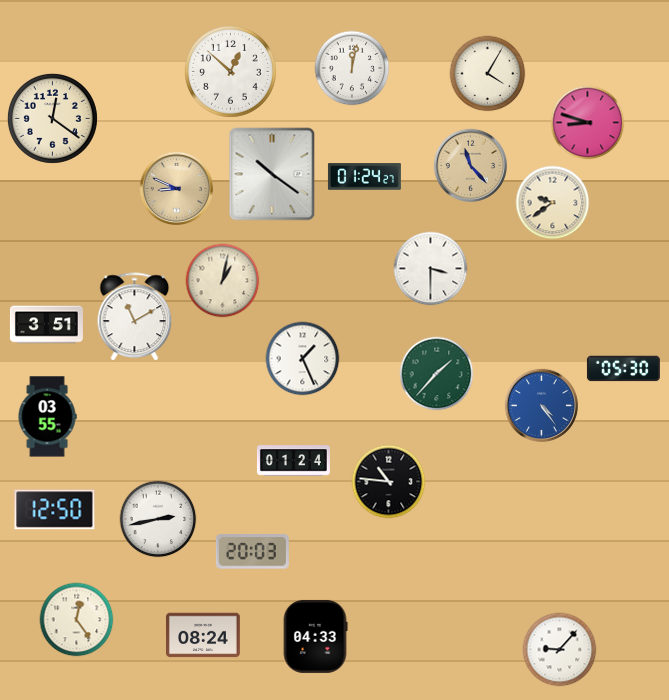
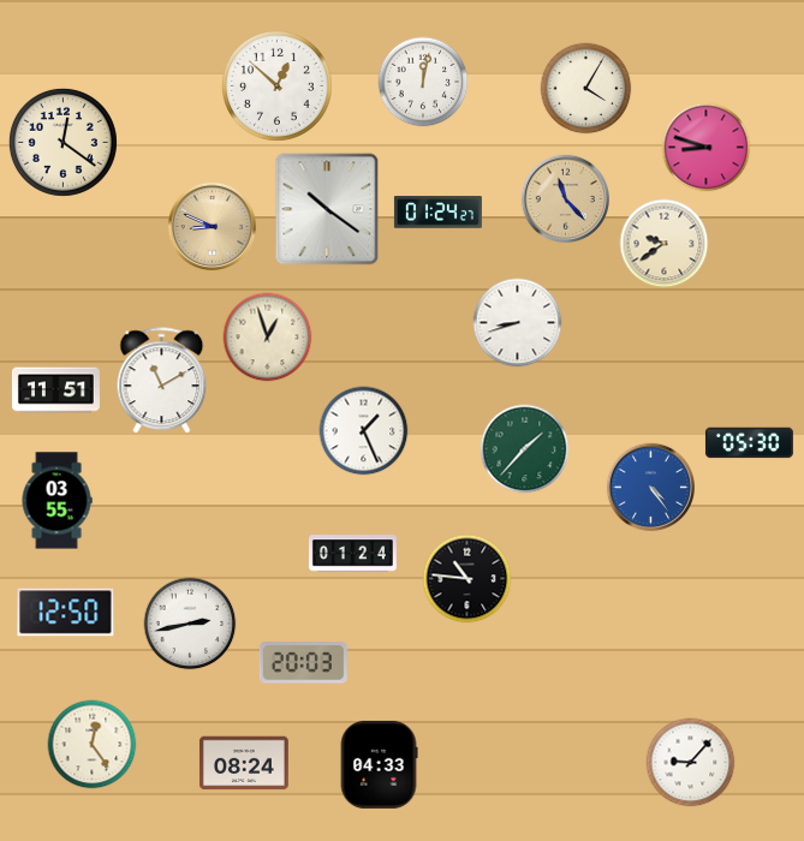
clock at (431, 269): 3:30 -> 8:42
clock at (223, 281): 1:02 -> 12:57
clock at (46, 325): 3:51 -> 11:51
clock at (560, 650) position: (560, 650) -> (691, 763)
